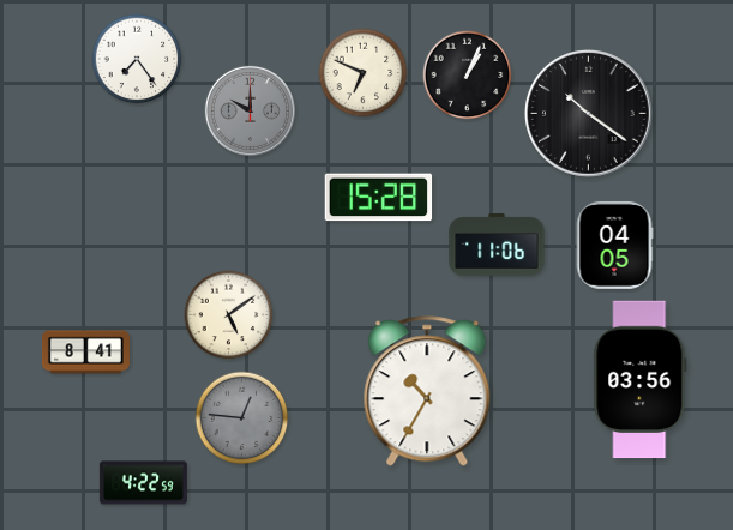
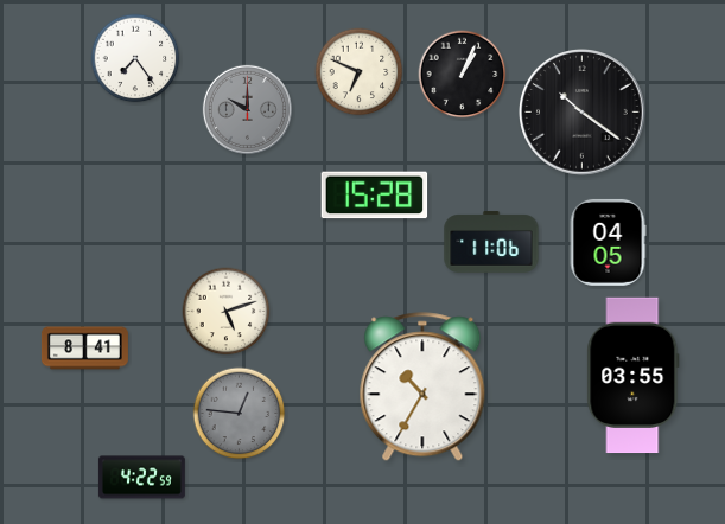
clock at (229, 315): 5:09 -> 5:12
clock at (641, 380): 03:56 -> 03:55
